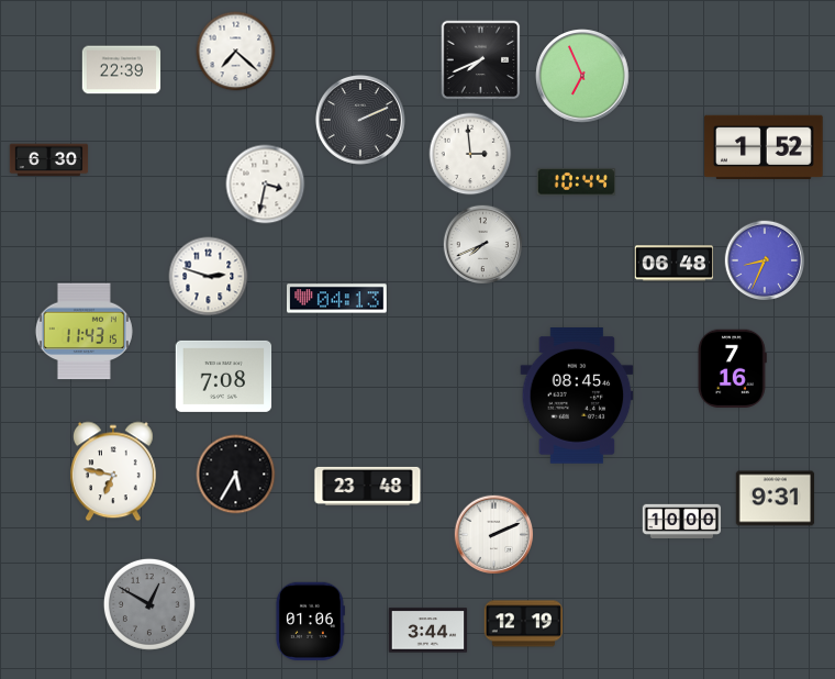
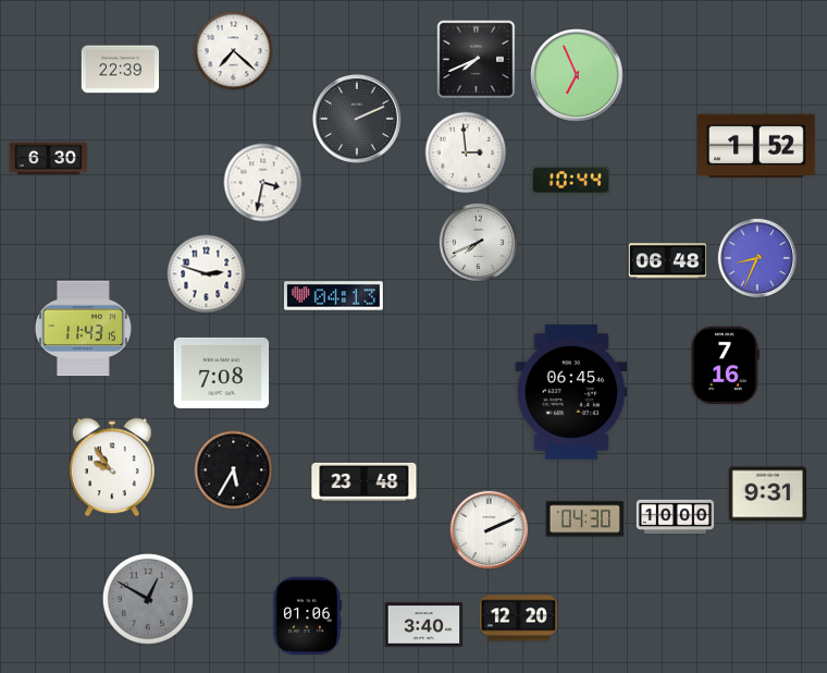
clock at (577, 397): 08:45 -> 06:45
clock at (113, 471): 6:47 -> 9:54
clock at (585, 519): none -> 04:30
clock at (523, 624): 12:19 -> 12:20
clock at (428, 631): 3:44 -> 3:40
